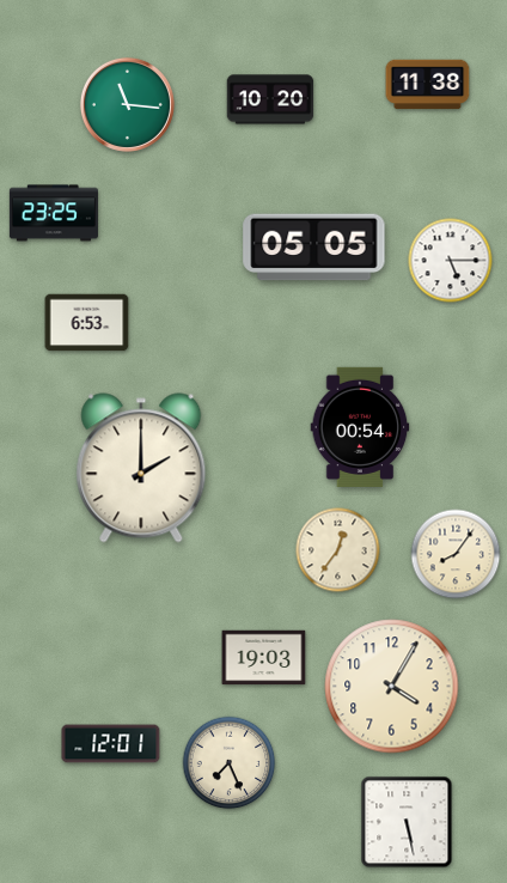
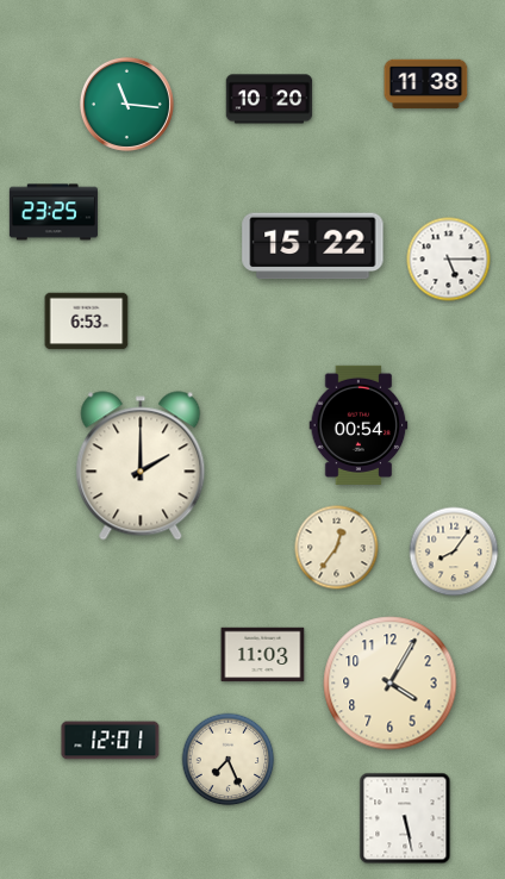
clock at (314, 248): 05:05 -> 15:22
clock at (264, 658): 19:03 -> 11:03
